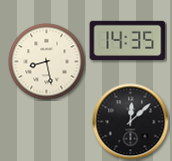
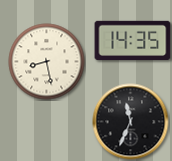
clock at (128, 40) position: (128, 40) -> (133, 40)
clock at (131, 122): 12:08 -> 11:34
